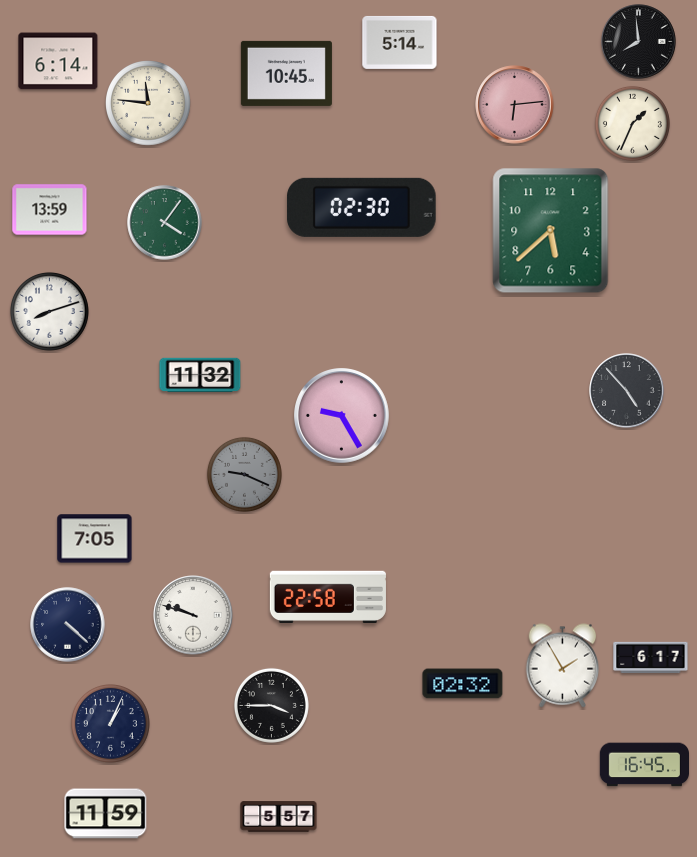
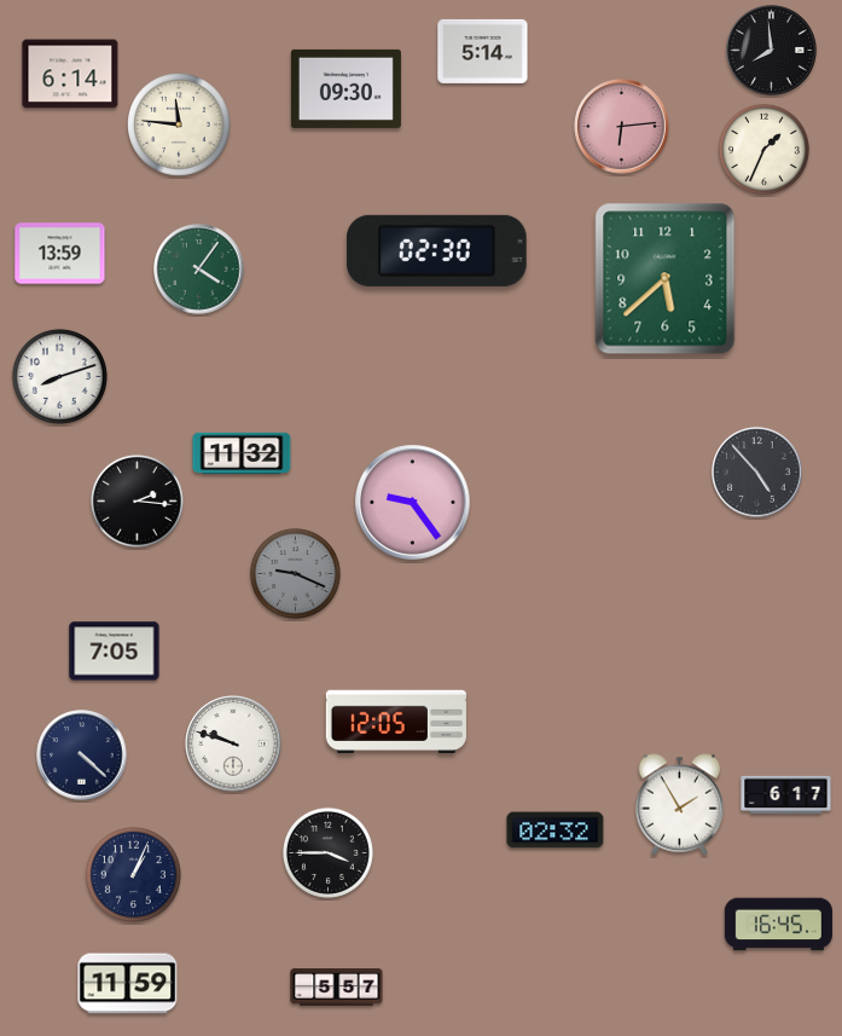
clock at (286, 73): 10:45 -> 09:30
clock at (137, 500): none -> 2:16
clock at (342, 416): 9:25 -> 9:24
clock at (328, 596): 22:58 -> 12:05
clock at (463, 684) position: (463, 684) -> (556, 830)
